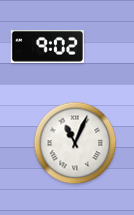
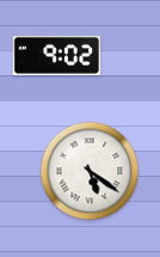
clock at (75, 143): 11:04 -> 5:21
